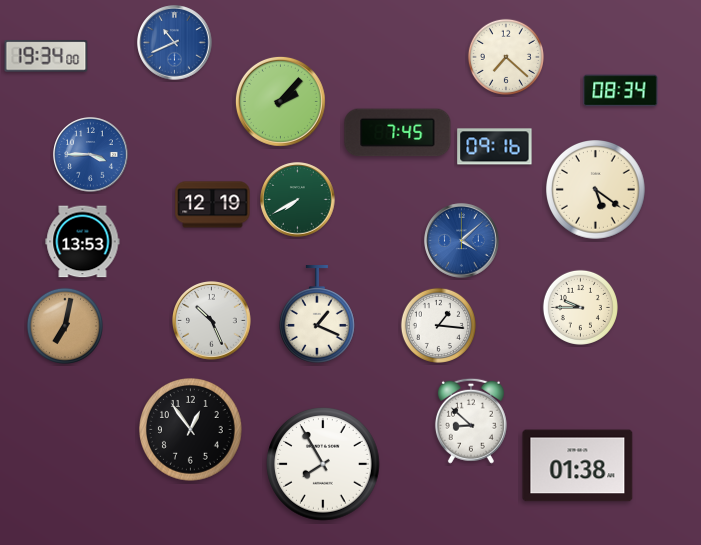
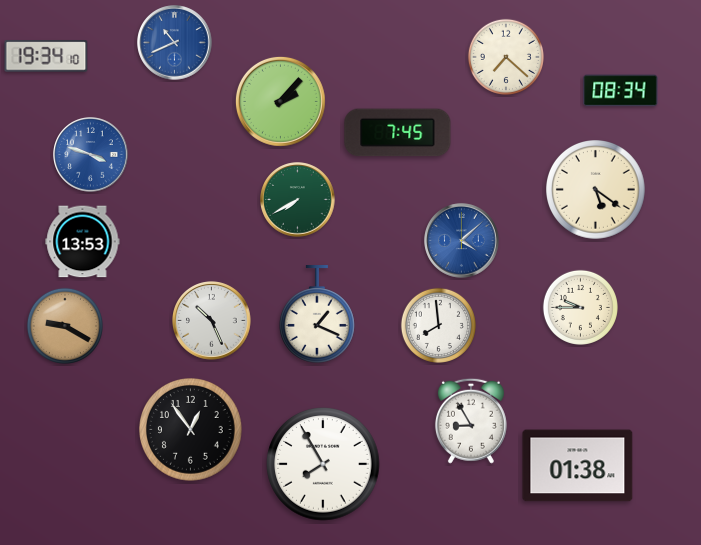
clock at (46, 56): 19:34:00 -> 19:34:10
clock at (495, 147): 09:16 -> none
clock at (91, 155): 3:45 -> 3:48
clock at (213, 205): 12:19 -> none
clock at (438, 325): 1:16 -> 7:59
clock at (65, 326): 7:02 -> 9:20
clock at (471, 421): 8:52 -> 8:55
